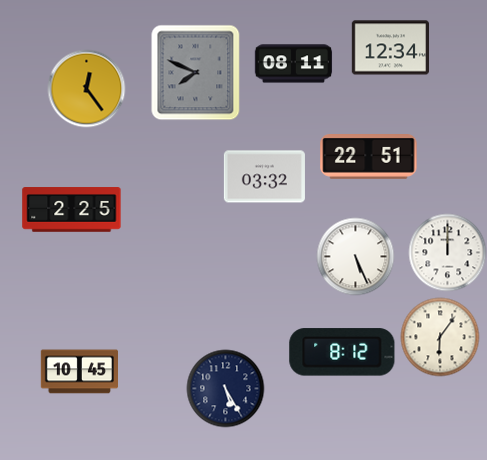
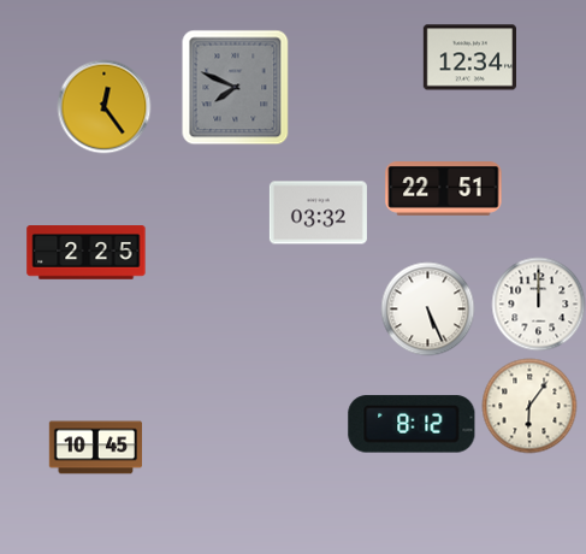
clock at (293, 64): 08:11 -> none
clock at (225, 388): 5:25 -> none
